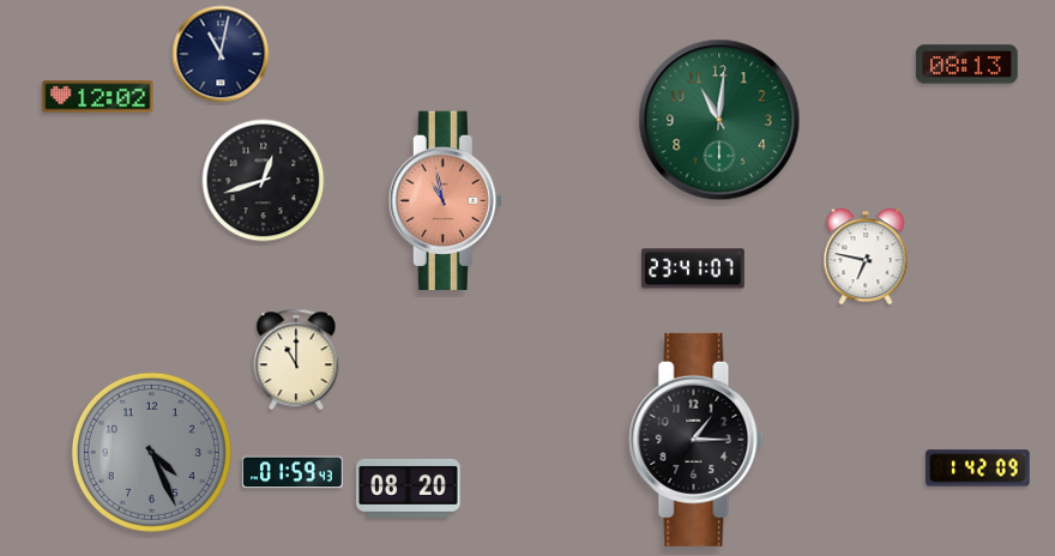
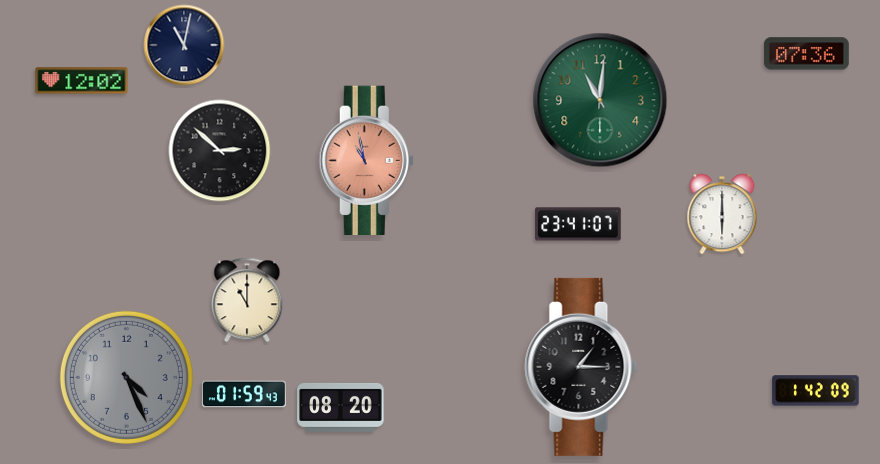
clock at (967, 65): 08:13 -> 07:36
clock at (264, 181): 12:42 -> 2:52
clock at (445, 200) position: (445, 200) -> (366, 160)
clock at (866, 256): 6:47 -> 6:00
